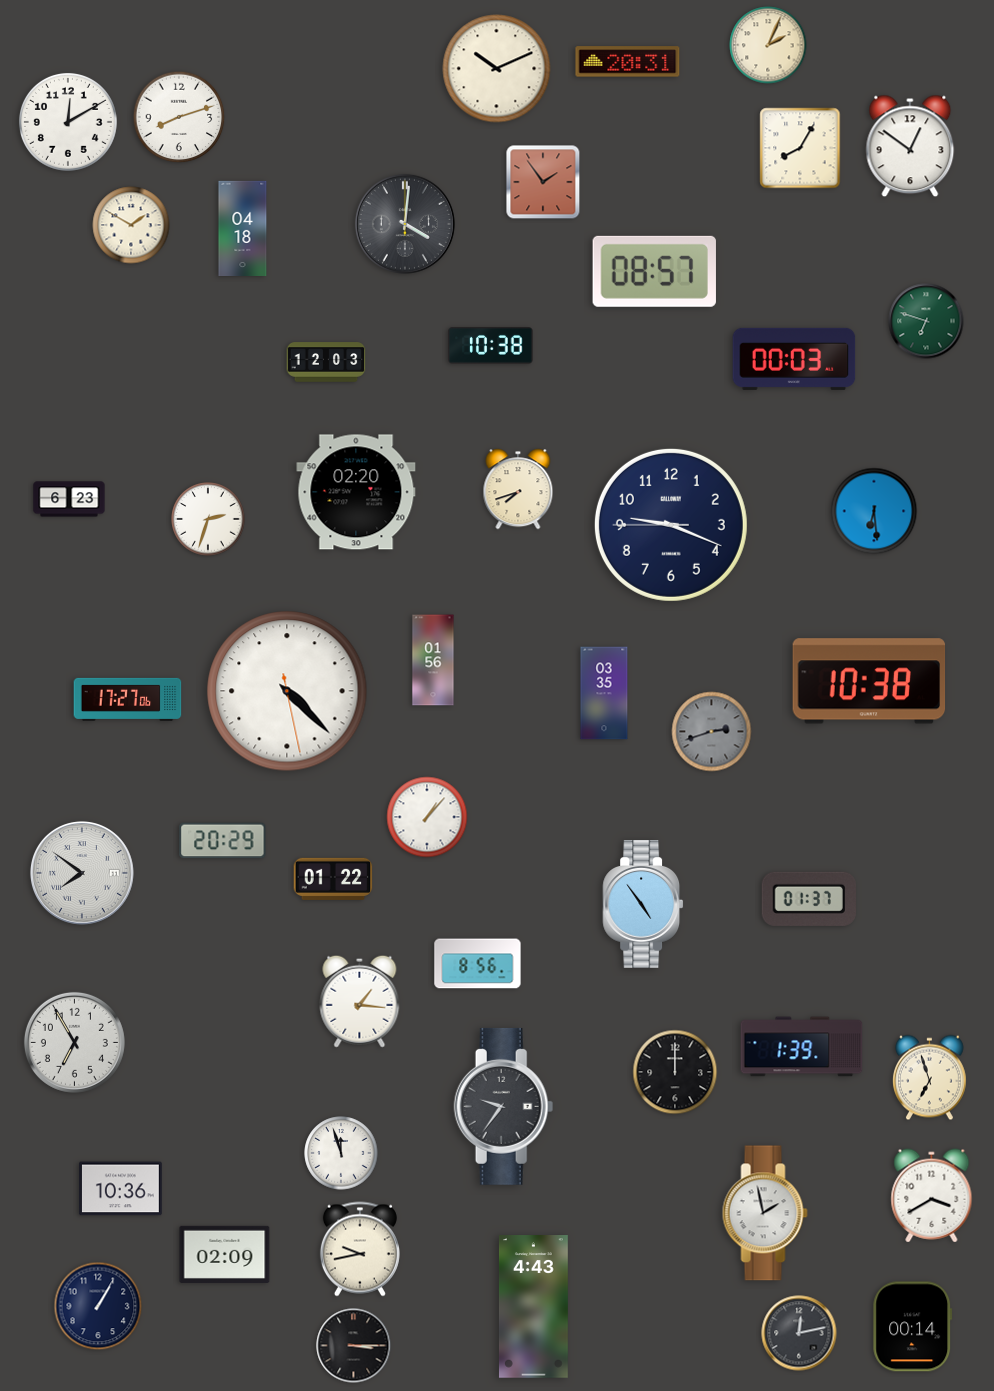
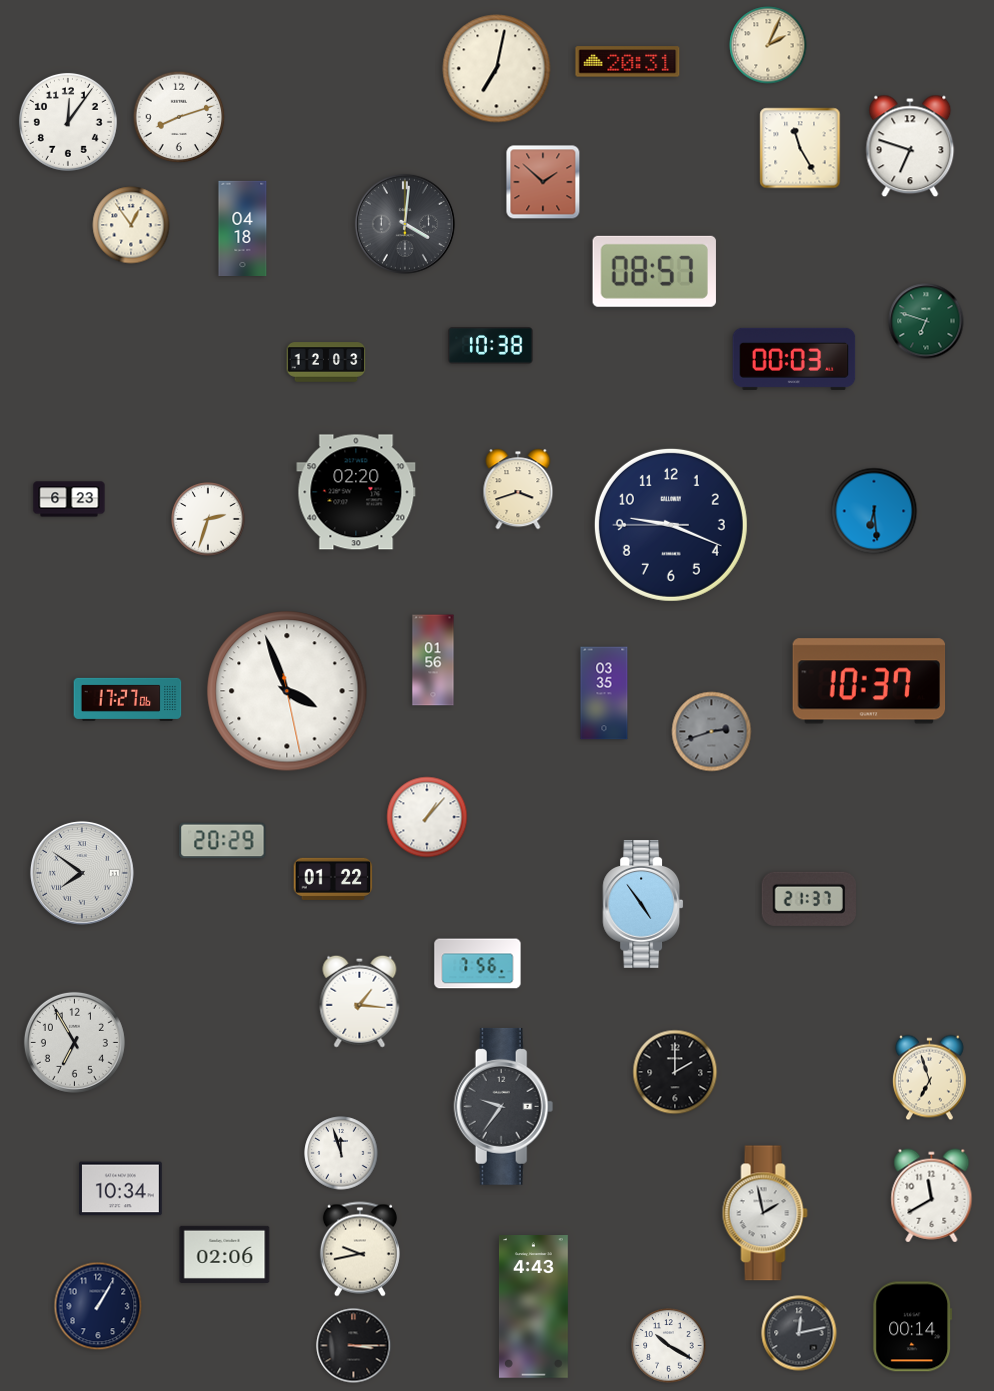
clock at (497, 69): 10:11 -> 7:02
clock at (68, 122): 12:10 -> 12:06
clock at (910, 146): 12:51 -> 6:48
clock at (800, 148): 8:05 -> 11:25
clock at (543, 182): 1:54 -> 1:52
clock at (131, 225): 1:50 -> 12:54
clock at (518, 489): 7:42 -> 3:42
clock at (869, 681): 10:38 -> 10:37
clock at (287, 691): 4:22 -> 3:56
clock at (809, 899): 01:37 -> 21:37
clock at (478, 964): 8:56 -> 7:56
clock at (802, 1047): 1:39 -> none
clock at (675, 1072): 12:00 -> 2:00
clock at (121, 1189): 10:36 -> 10:34
clock at (932, 1196): 3:40 -> 11:40
clock at (225, 1254): 02:09 -> 02:06
clock at (669, 1346): none -> 10:20
